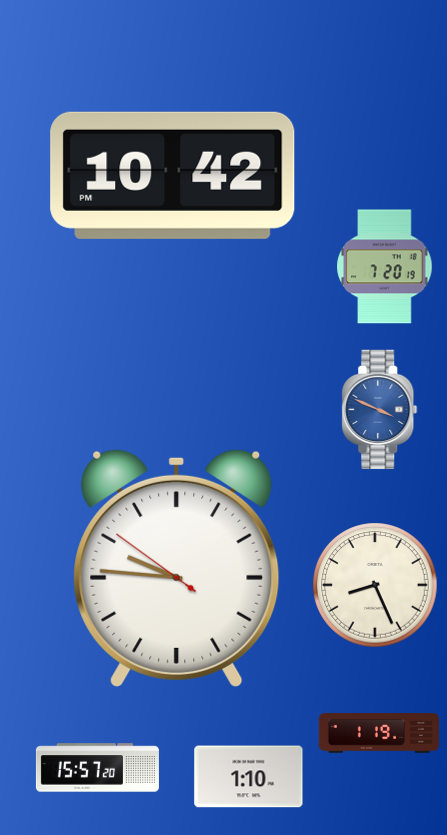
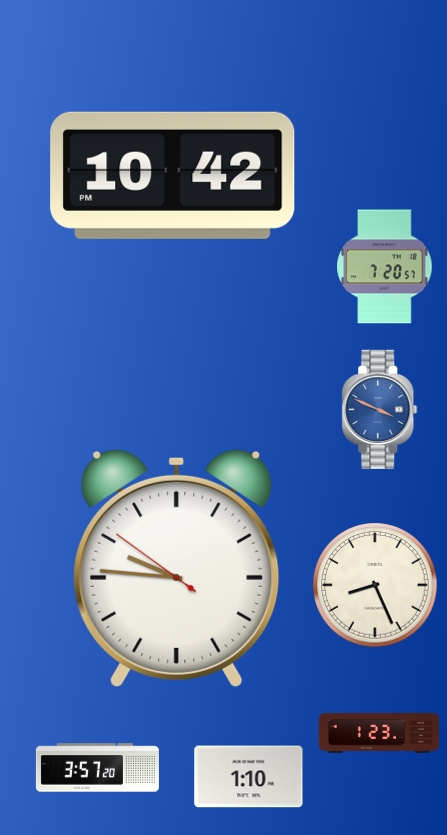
clock at (385, 267): 7:20:19 -> 7:20:57
clock at (379, 733): 1:19 -> 1:23
clock at (97, 768): 15:57 -> 3:57
